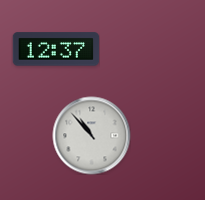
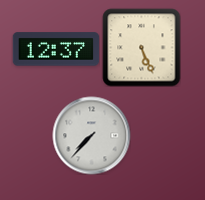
clock at (141, 47): none -> 5:26
clock at (91, 135): 10:53 -> 7:37
